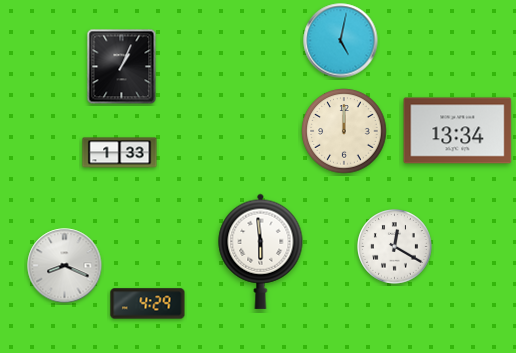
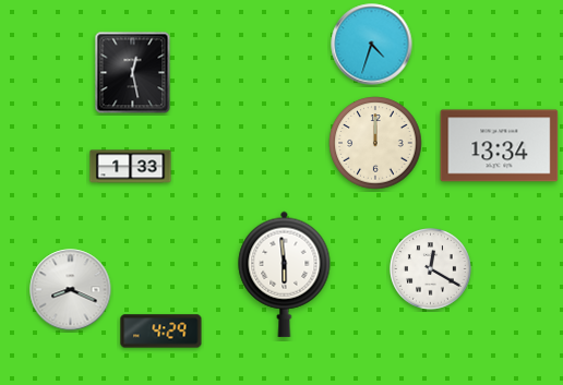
clock at (341, 41): 5:02 -> 4:33
clock at (122, 67): 1:04 -> 12:28
clock at (458, 131) position: (458, 131) -> (500, 146)
